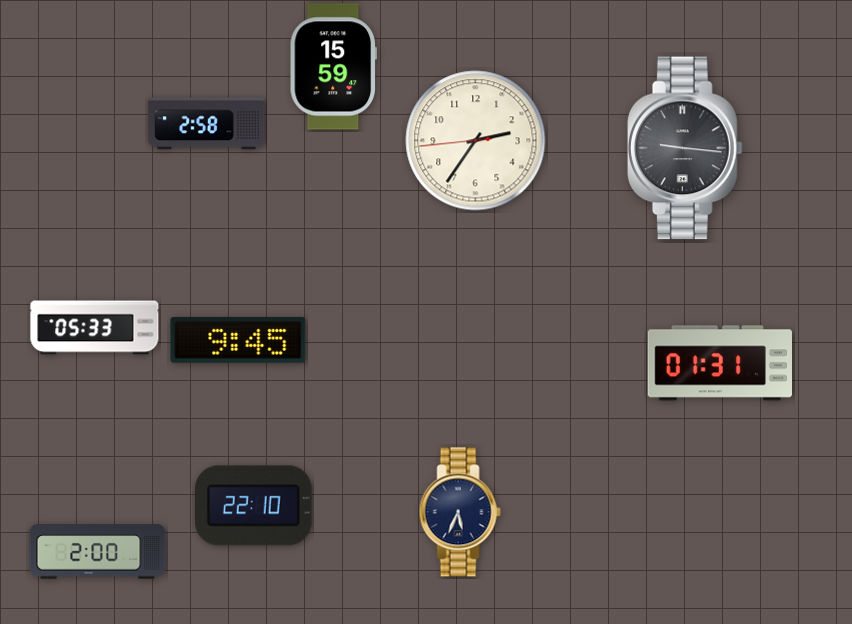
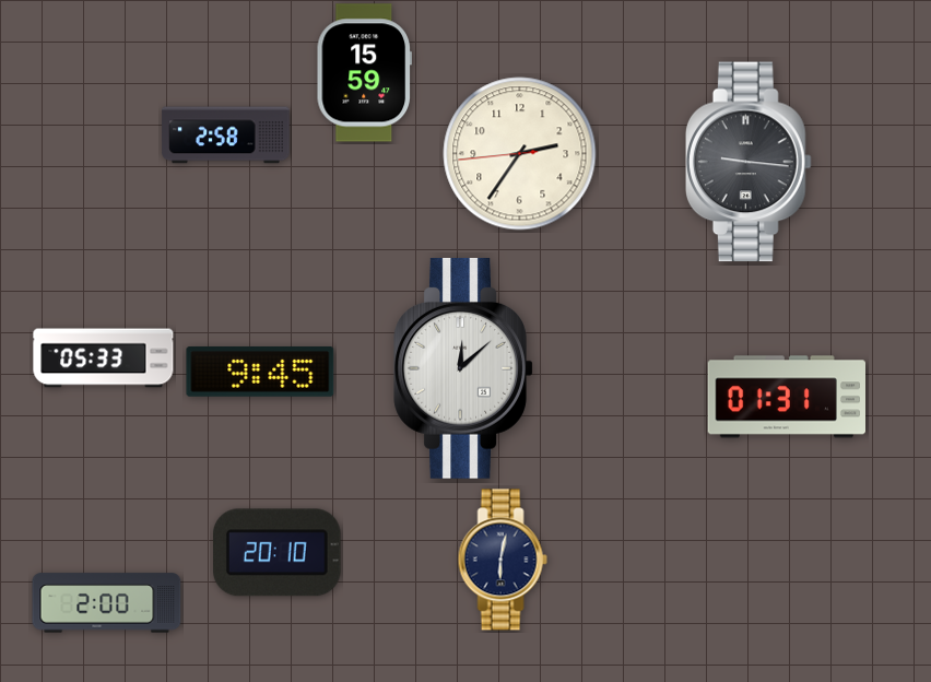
clock at (463, 368): none -> 12:08
clock at (254, 506): 22:10 -> 20:10
clock at (460, 512): 5:34 -> 6:02
